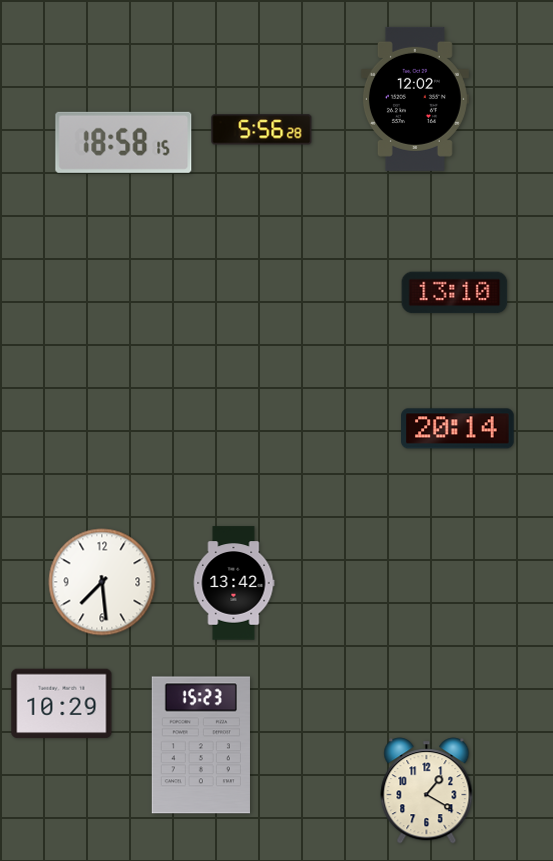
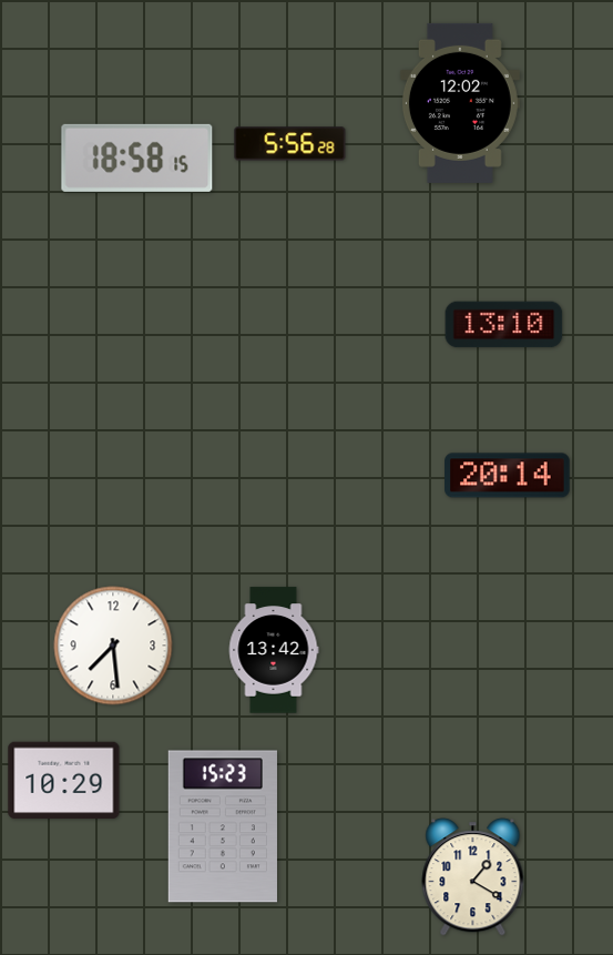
clock at (415, 99) position: (415, 99) -> (460, 103)
clock at (234, 583) position: (234, 583) -> (274, 650)
clock at (62, 704) position: (62, 704) -> (64, 781)
